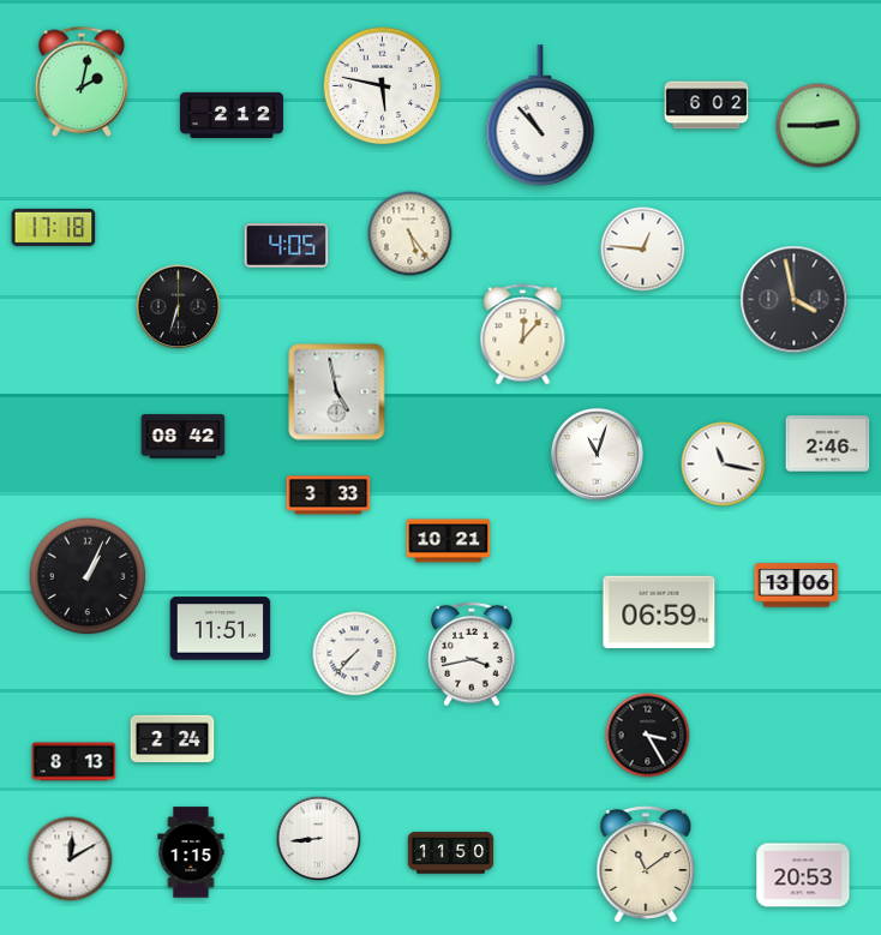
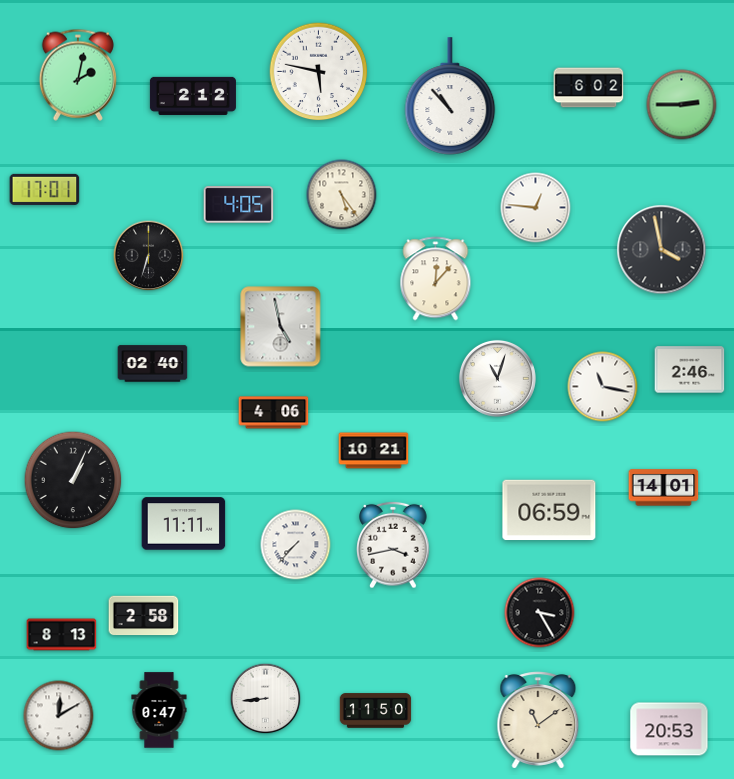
clock at (82, 82) position: (82, 82) -> (78, 75)
clock at (54, 227): 17:18 -> 17:01
clock at (184, 437): 08:42 -> 02:40
clock at (329, 496): 3:33 -> 4:06
clock at (797, 586): 13:06 -> 14:01
clock at (221, 629): 11:51 -> 11:11
clock at (173, 739): 2:24 -> 2:58
clock at (191, 852): 1:15 -> 0:47
